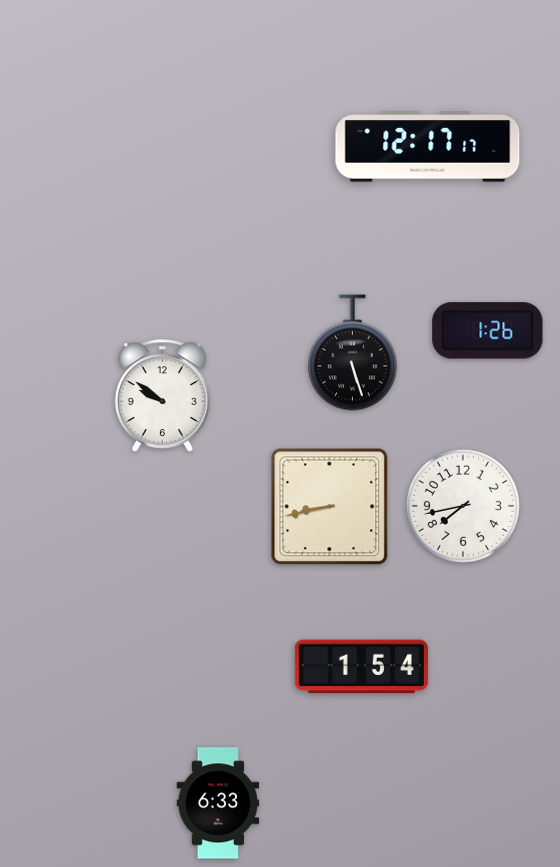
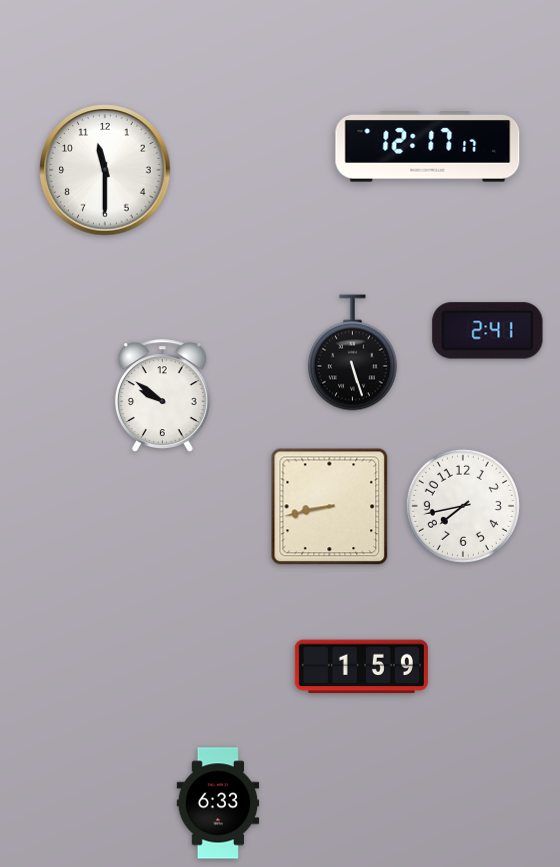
clock at (105, 170): none -> 11:30
clock at (488, 331): 1:26 -> 2:41
clock at (361, 667): 1:54 -> 1:59
